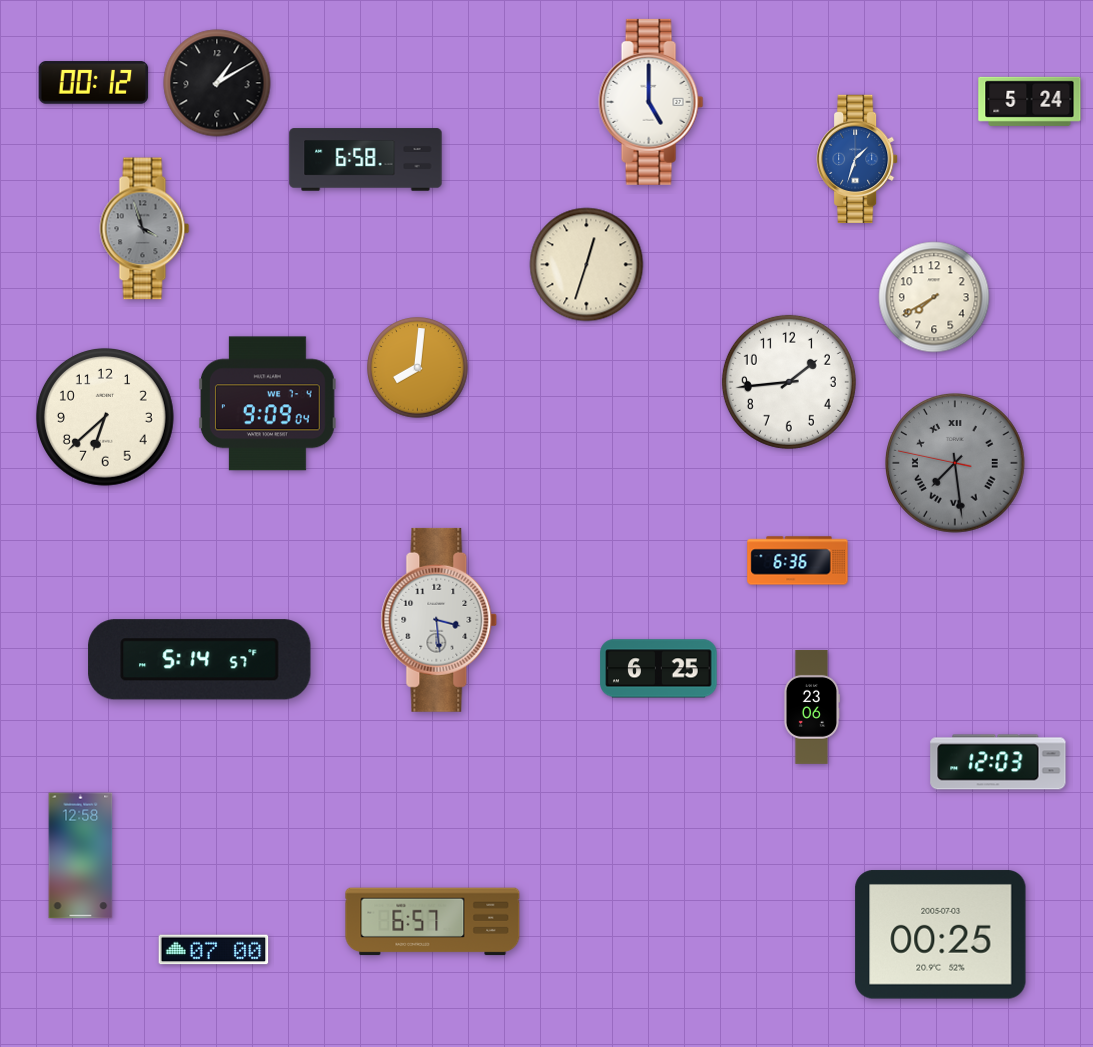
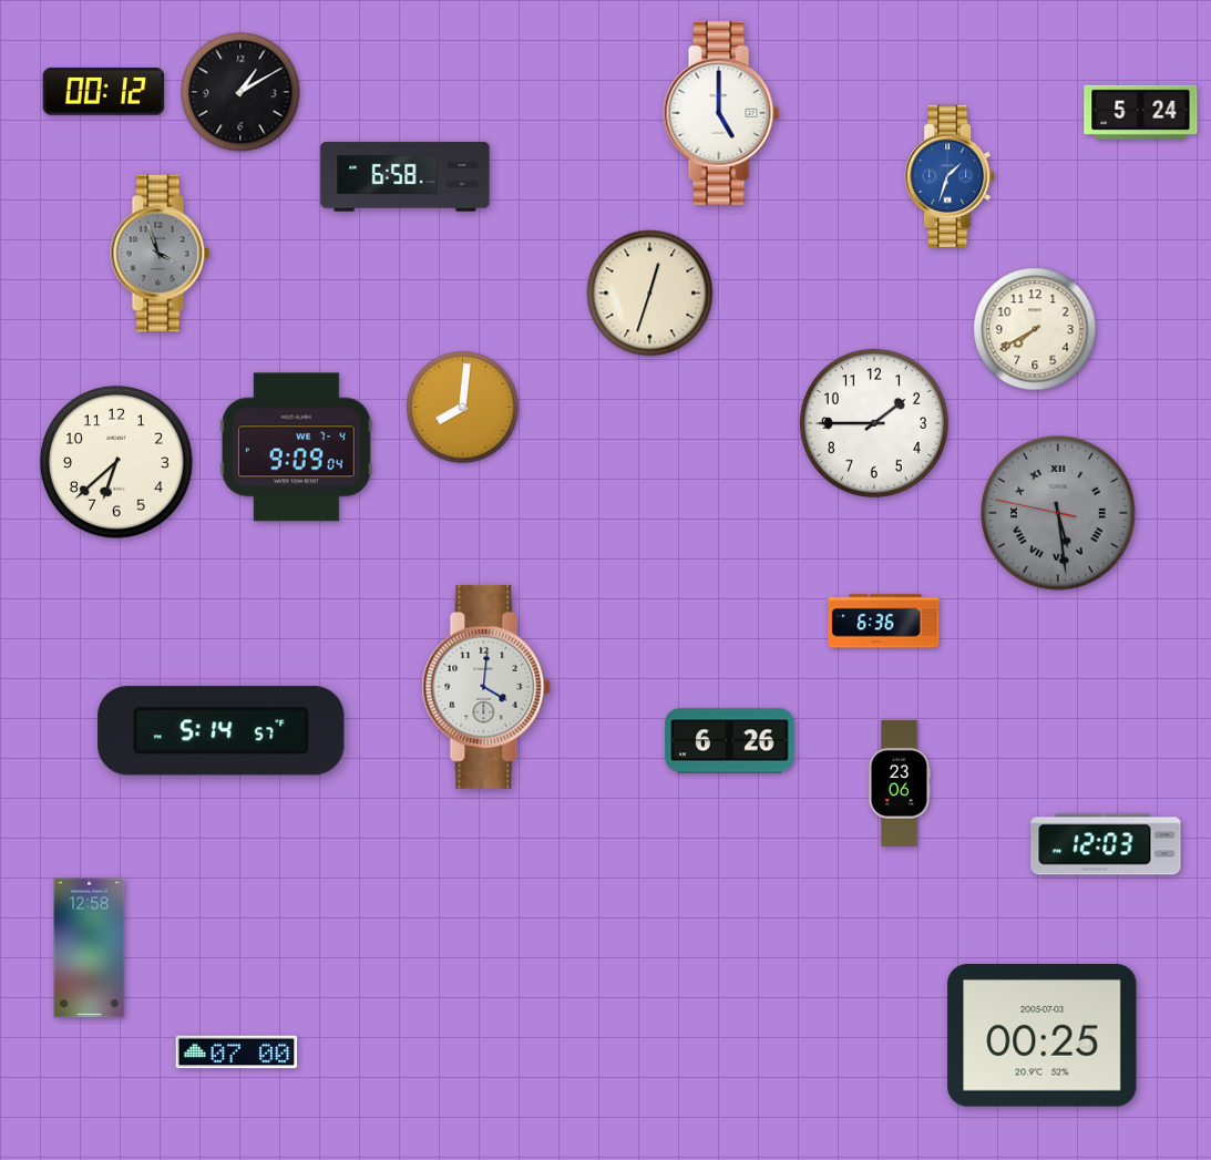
clock at (789, 382): 1:44 -> 1:45
clock at (955, 464): 7:28 -> 5:28
clock at (439, 620): 3:29 -> 4:01
clock at (659, 669): 6:25 -> 6:26
clock at (433, 922): 6:57 -> none
